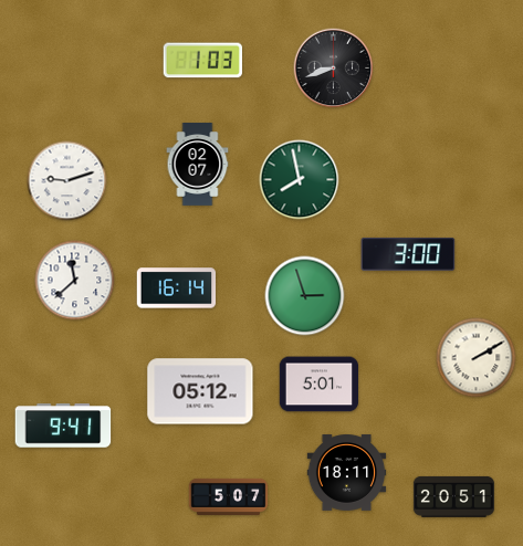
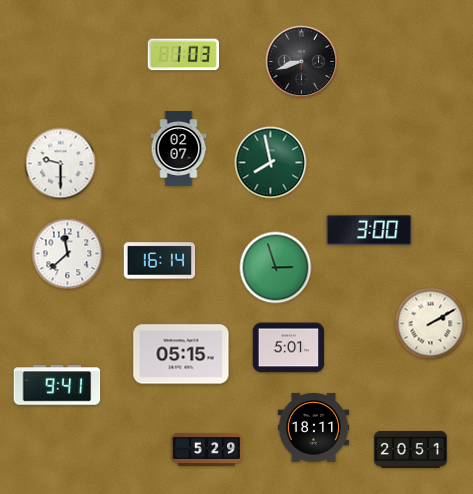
clock at (67, 181): 9:12 -> 9:30
clock at (200, 391): 05:12 -> 05:15
clock at (229, 496): 5:07 -> 5:29
